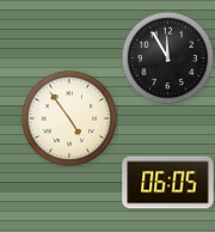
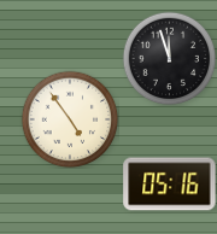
clock at (167, 57): 11:55 -> 11:57
clock at (168, 183): 06:05 -> 05:16
